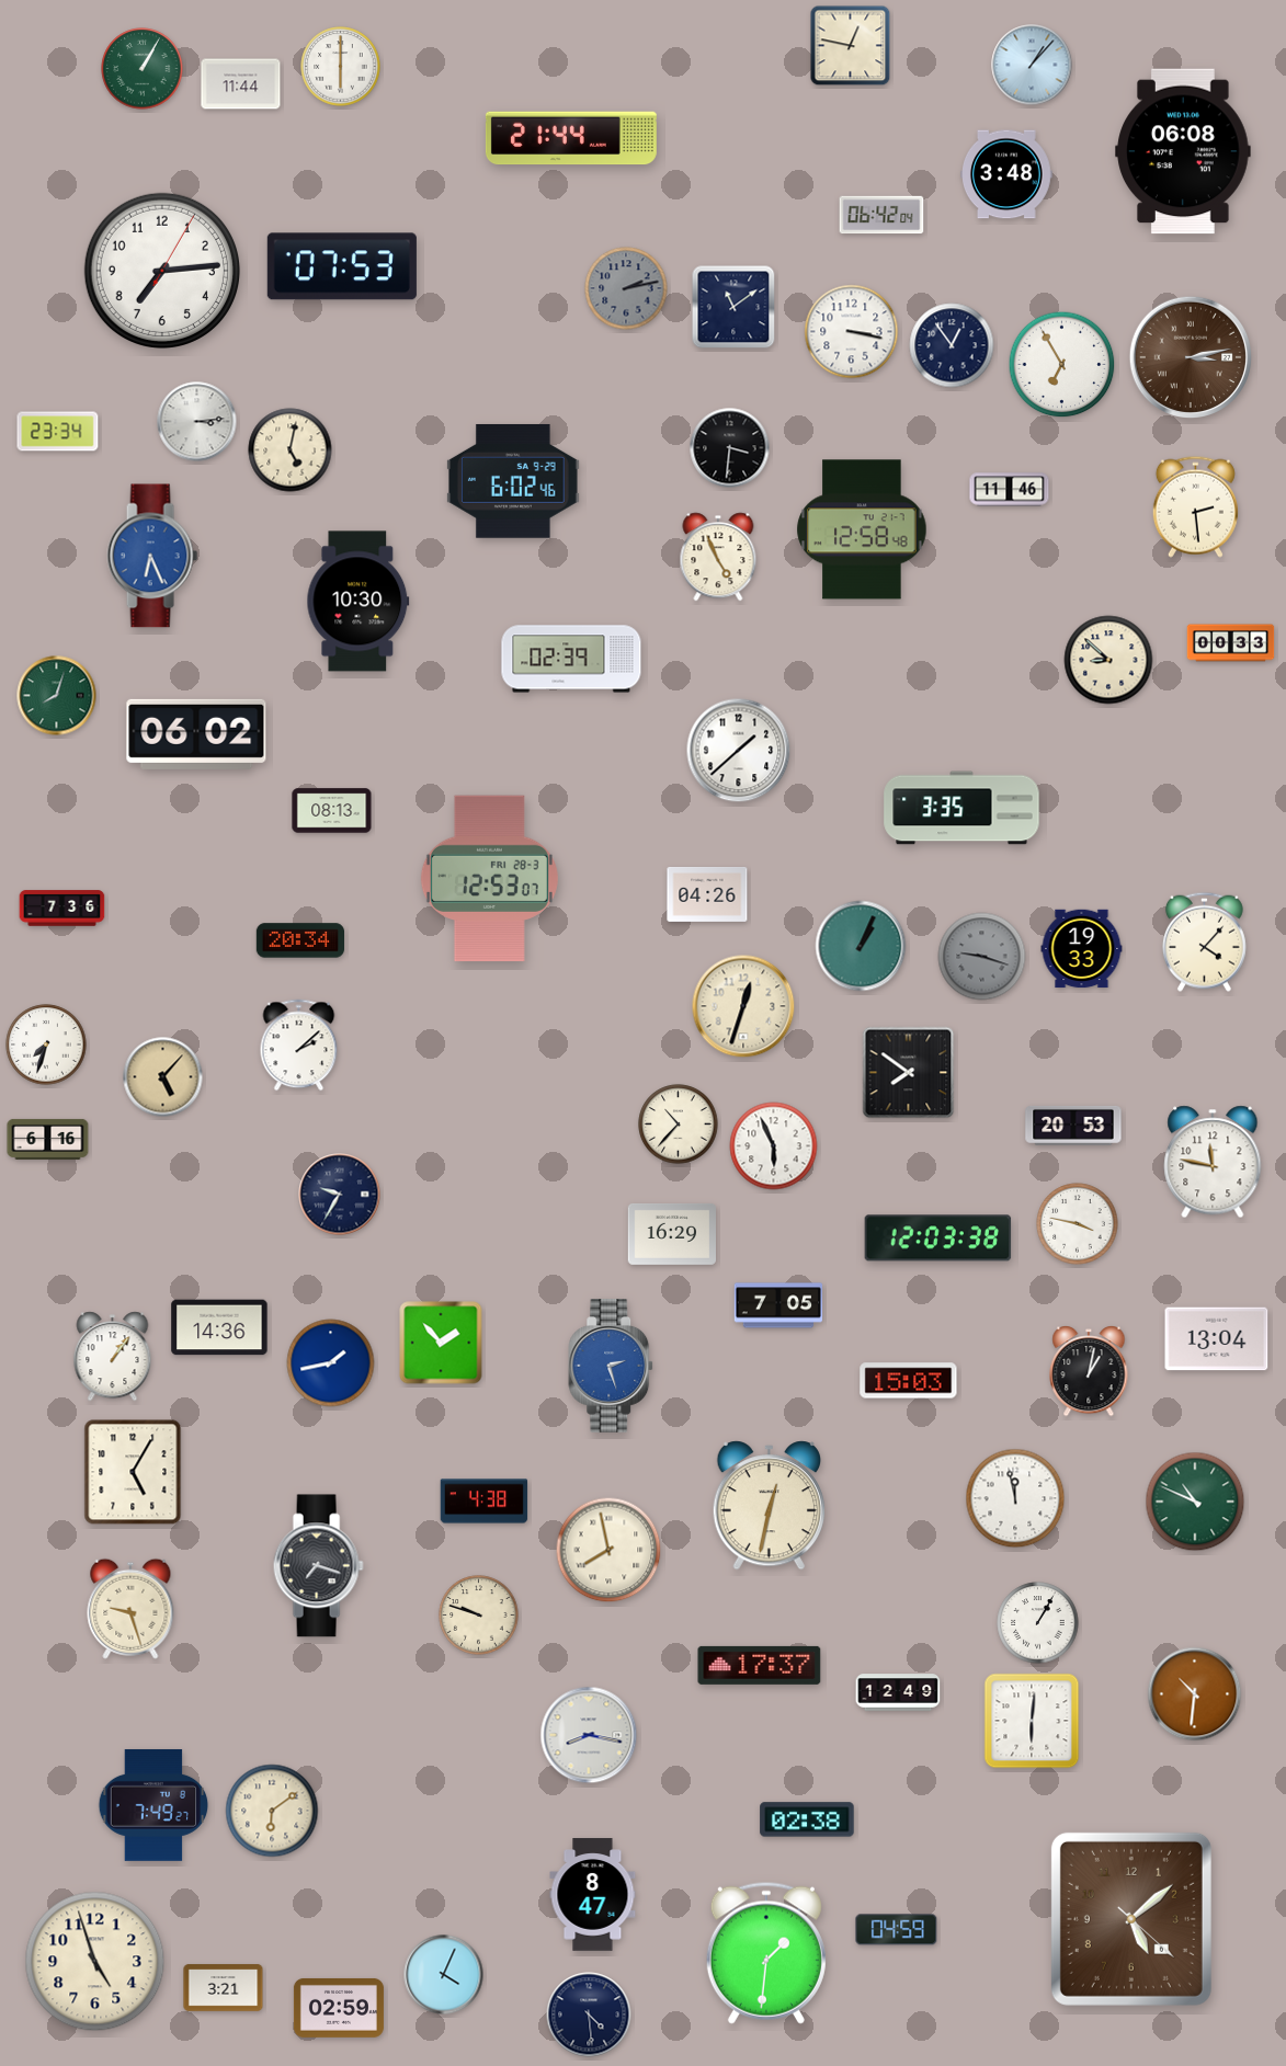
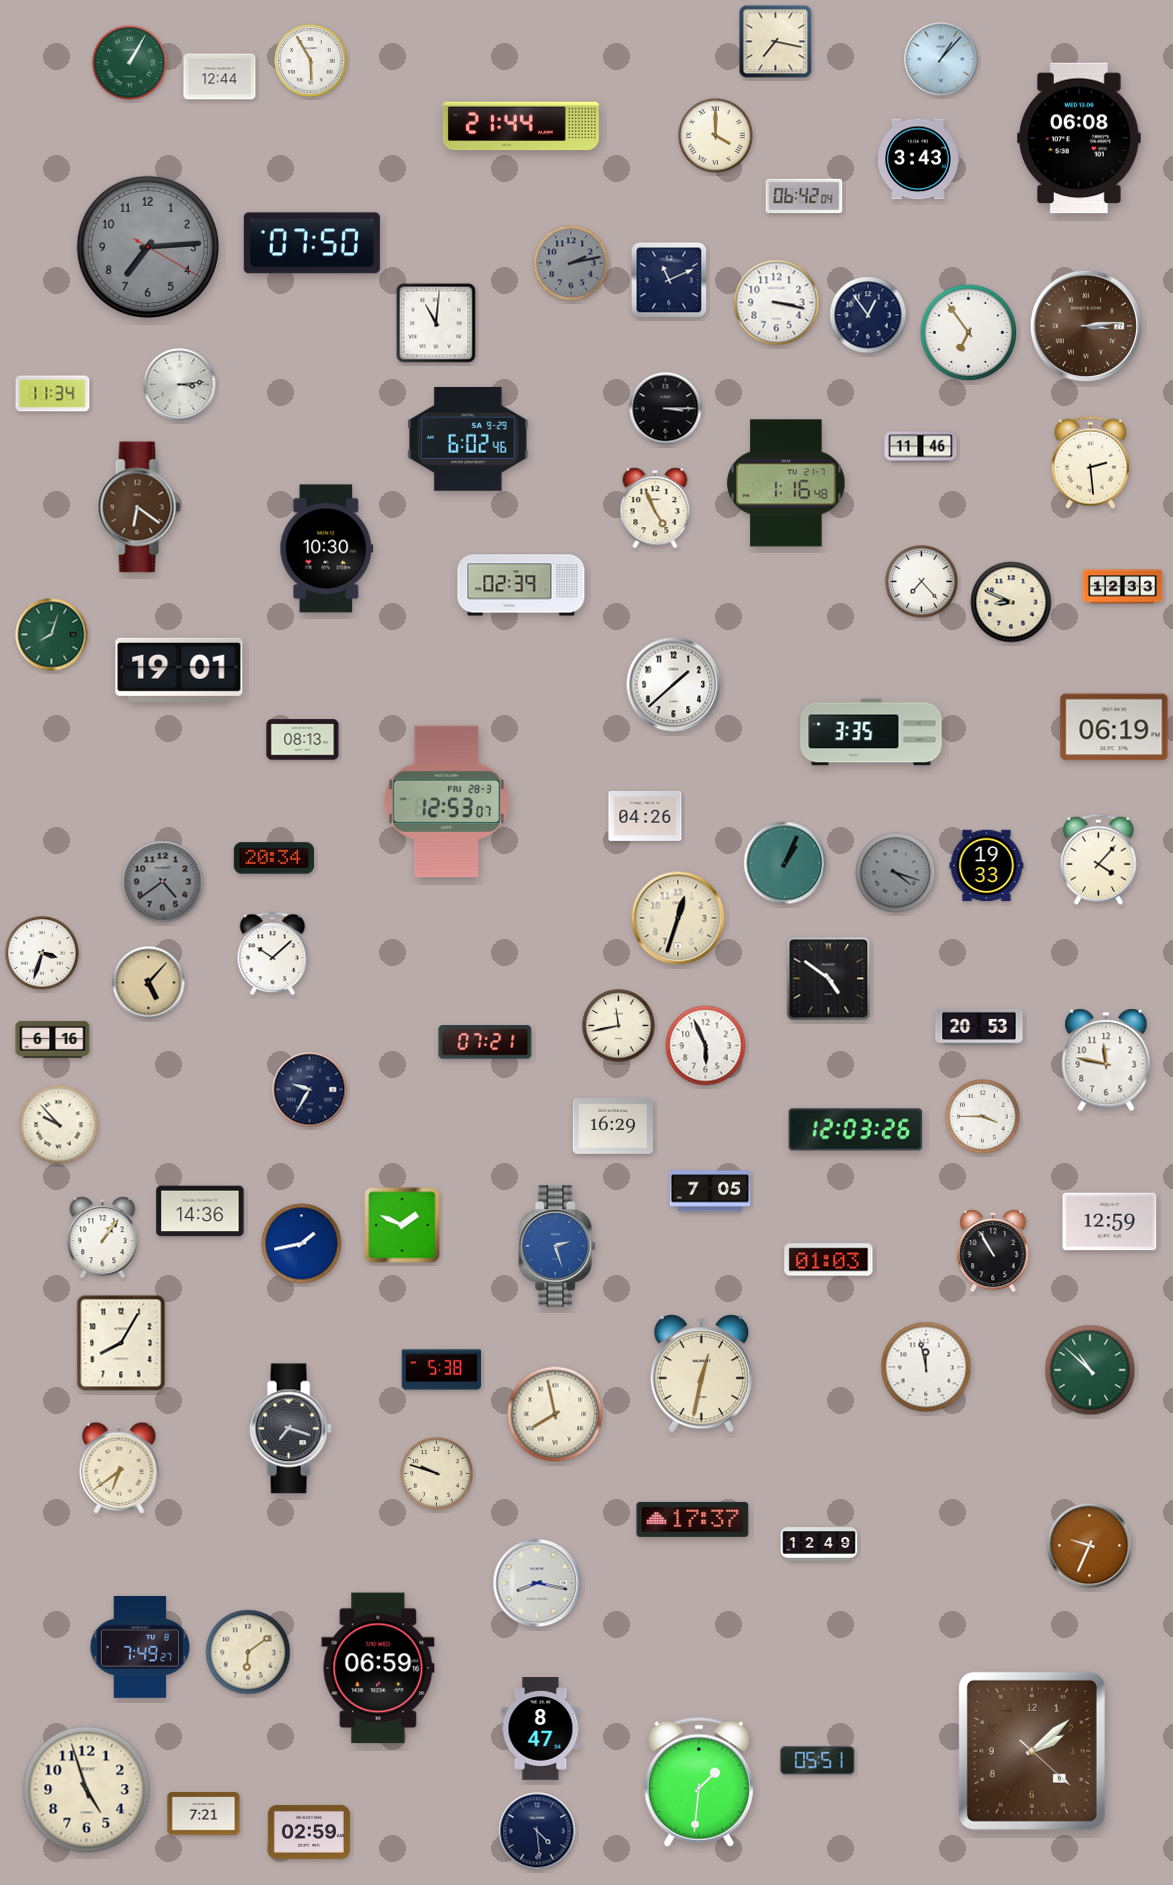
clock at (851, 46): 12:47 -> 7:17
clock at (341, 67): 6:00 -> 5:55
clock at (241, 84): 11:44 -> 12:44
clock at (716, 136): none -> 4:00
clock at (1008, 174): 3:48 -> 3:43
clock at (342, 266): 07:53 -> 07:50
clock at (161, 270): 7:14:05 -> 7:14:20
clock at (161, 270) dial: white -> grey
clock at (733, 307): 11:09 -> 11:11
clock at (436, 323): none -> 11:01
clock at (1190, 356): 3:13 -> 3:14
clock at (1062, 365): 6:55 -> 6:54
clock at (58, 432): 23:34 -> 11:34
clock at (730, 448): 3:31 -> 3:15
clock at (291, 450): 5:02 -> none
clock at (862, 529): 12:58 -> 1:16
clock at (152, 556): 6:26 -> 6:21
clock at (152, 556) dial: blue -> brown
clock at (922, 582): none -> 7:23
clock at (1231, 643): 00:33 -> 12:33
clock at (571, 659) position: (571, 659) -> (521, 585)
clock at (1108, 660): 8:52 -> 8:49
clock at (196, 734): 06:02 -> 19:01
clock at (1114, 727): none -> 06:19
clock at (961, 808) position: (961, 808) -> (871, 732)
clock at (62, 909): 7:36 -> none
clock at (982, 957): 9:18 -> 4:18
clock at (163, 882): none -> 4:39
clock at (46, 1045): 7:33 -> 3:33
clock at (299, 1046): 2:08 -> 10:08
clock at (909, 1073): 7:51 -> 4:51
clock at (679, 1125): 10:37 -> 11:43
clock at (48, 1139) position: (48, 1139) -> (53, 1039)
clock at (485, 1042): none -> 07:21
clock at (1078, 1224): 3:47 -> 3:45
clock at (59, 1125): none -> 9:53
clock at (938, 1239): 12:03:38 -> 12:03:26
clock at (1217, 1339): 13:04 -> 12:59
clock at (441, 1343): 1:53 -> 1:49
clock at (1089, 1372): 1:02 -> 10:55
clock at (909, 1381): 15:03 -> 01:03
clock at (133, 1472): 5:05 -> 8:05
clock at (485, 1502): 4:38 -> 5:38
clock at (1195, 1502): 10:49 -> 10:52
clock at (130, 1609): 9:27 -> 6:39
clock at (1038, 1623): 1:05 -> none
clock at (1195, 1694): 10:31 -> 9:34
clock at (1032, 1721): 6:01 -> none
clock at (807, 1819): 02:38 -> none
clock at (378, 1668): none -> 06:59
clock at (1131, 1919): 5:08 -> 2:08
clock at (897, 1930): 04:59 -> 05:51
clock at (444, 1975): 4:04 -> none
clock at (224, 1988): 3:21 -> 7:21
clock at (589, 2014) position: (589, 2014) -> (537, 1831)
